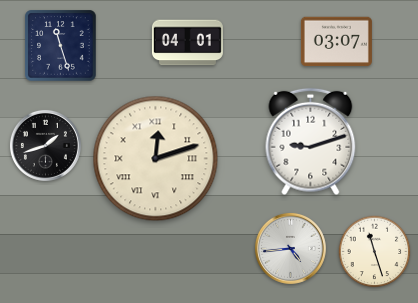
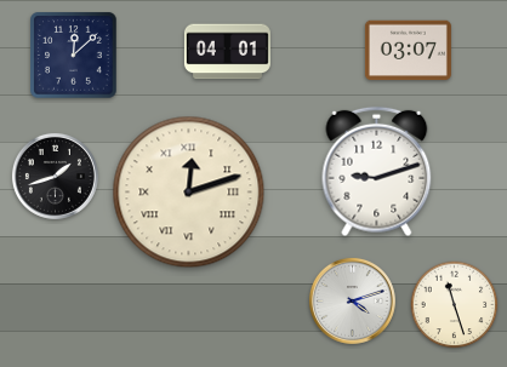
clock at (61, 46): 11:27 -> 12:08
clock at (290, 248): 4:44 -> 4:12
